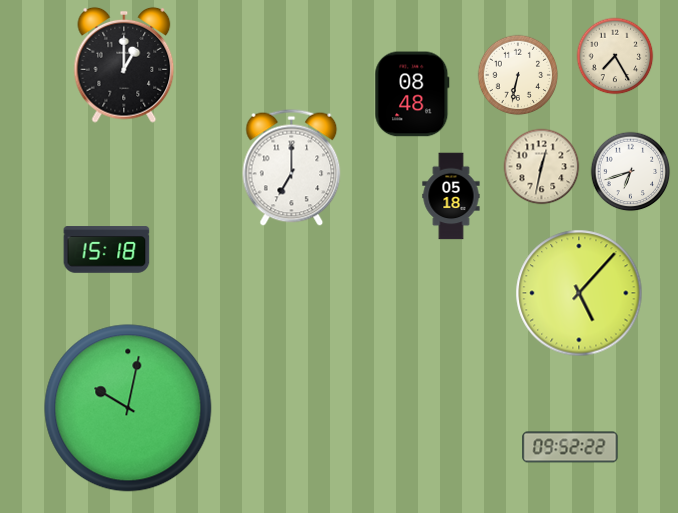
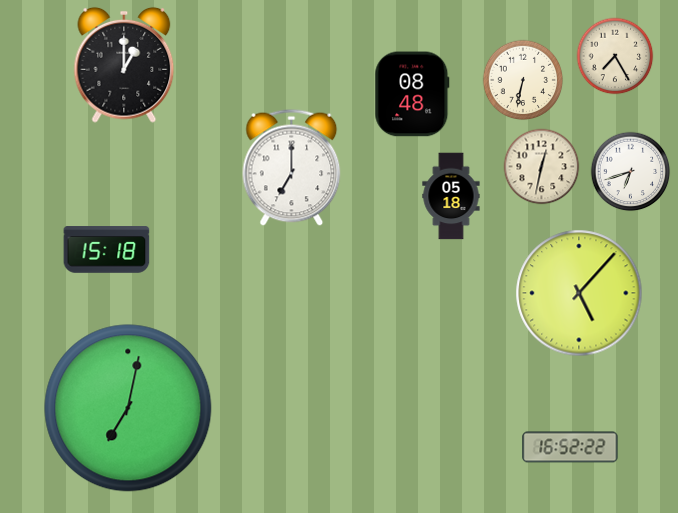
clock at (518, 75) position: (518, 75) -> (523, 80)
clock at (128, 408): 10:02 -> 7:02
clock at (570, 447): 09:52 -> 16:52
